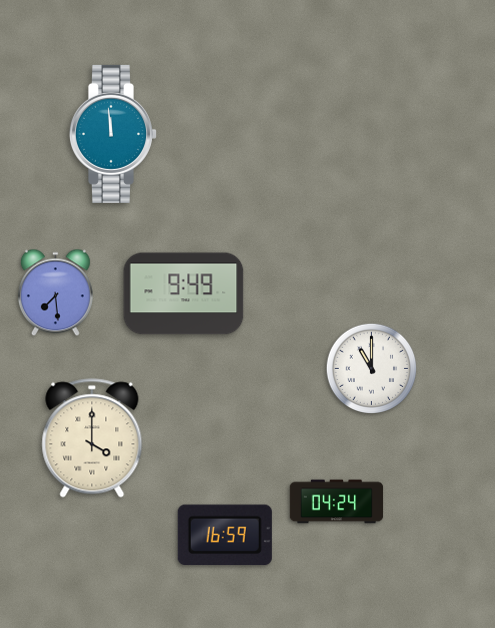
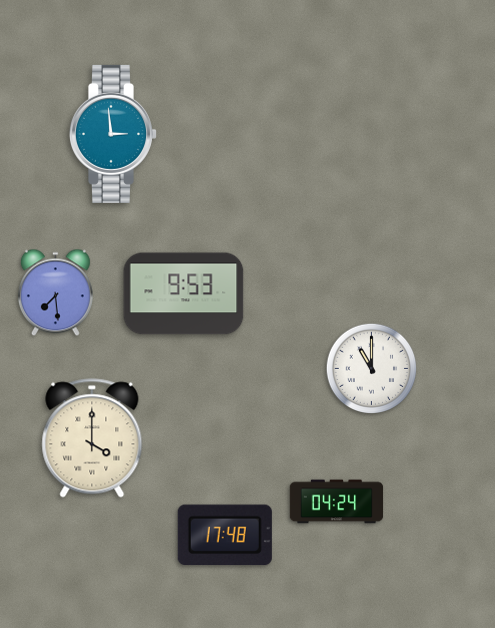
clock at (112, 134): 11:59 -> 2:59
clock at (184, 294): 9:49 -> 9:53
clock at (225, 535): 16:59 -> 17:48
